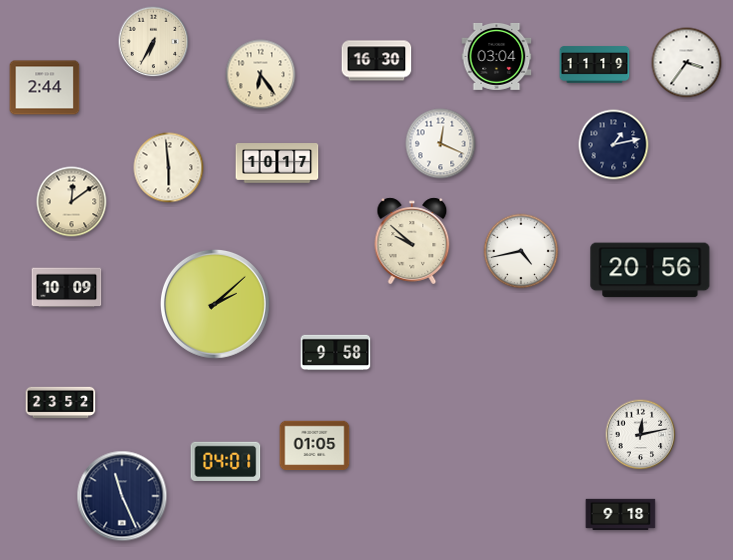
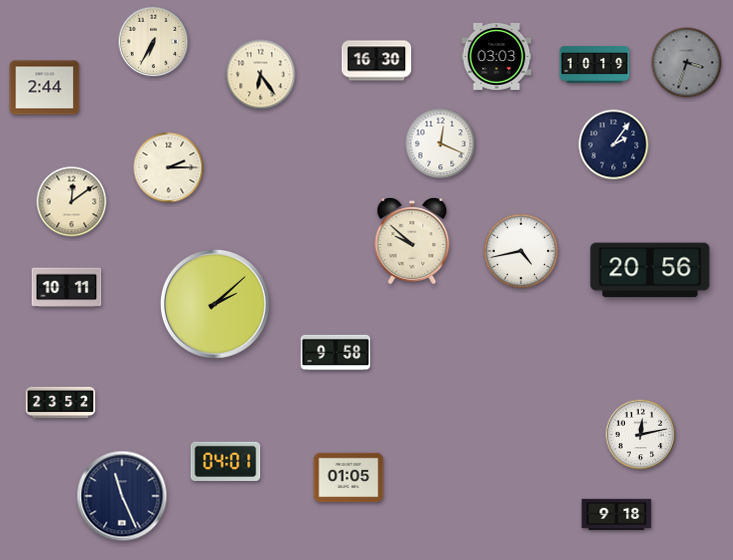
clock at (497, 56): 03:04 -> 03:03
clock at (687, 63): 3:36 -> 3:33
clock at (687, 63) dial: white -> grey
clock at (595, 65): 11:19 -> 10:19
clock at (614, 145): 1:13 -> 2:06
clock at (277, 163): 10:17 -> none
clock at (169, 168): 5:59 -> 2:15
clock at (67, 288): 10:09 -> 10:11
clock at (315, 446) position: (315, 446) -> (349, 478)
clock at (621, 514) position: (621, 514) -> (617, 514)
